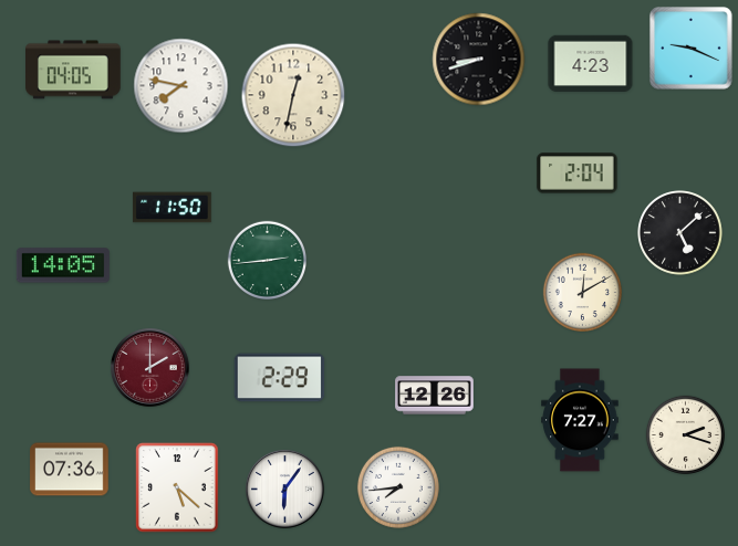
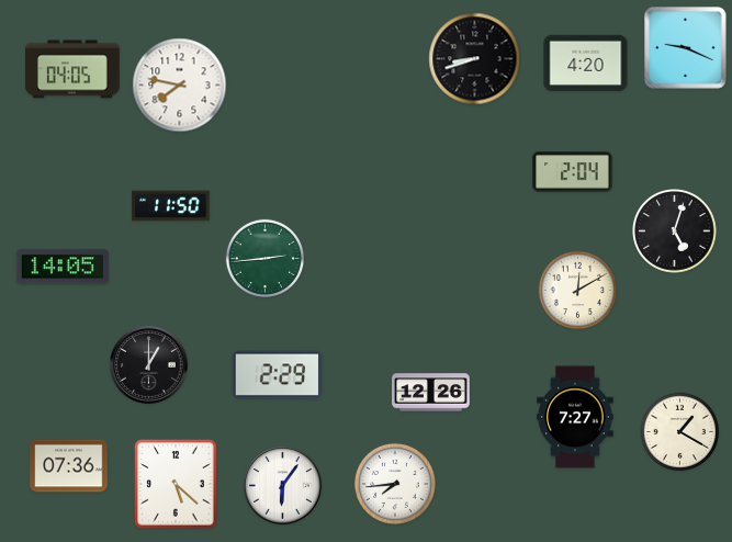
clock at (591, 64): 4:23 -> 4:20
clock at (293, 95): 12:32 -> none
clock at (680, 233): 5:08 -> 5:03
clock at (63, 265) position: (63, 265) -> (63, 267)
clock at (150, 368): 2:00 -> 1:00
clock at (150, 368) dial: burgundy -> black
clock at (685, 434): 2:18 -> 1:20
